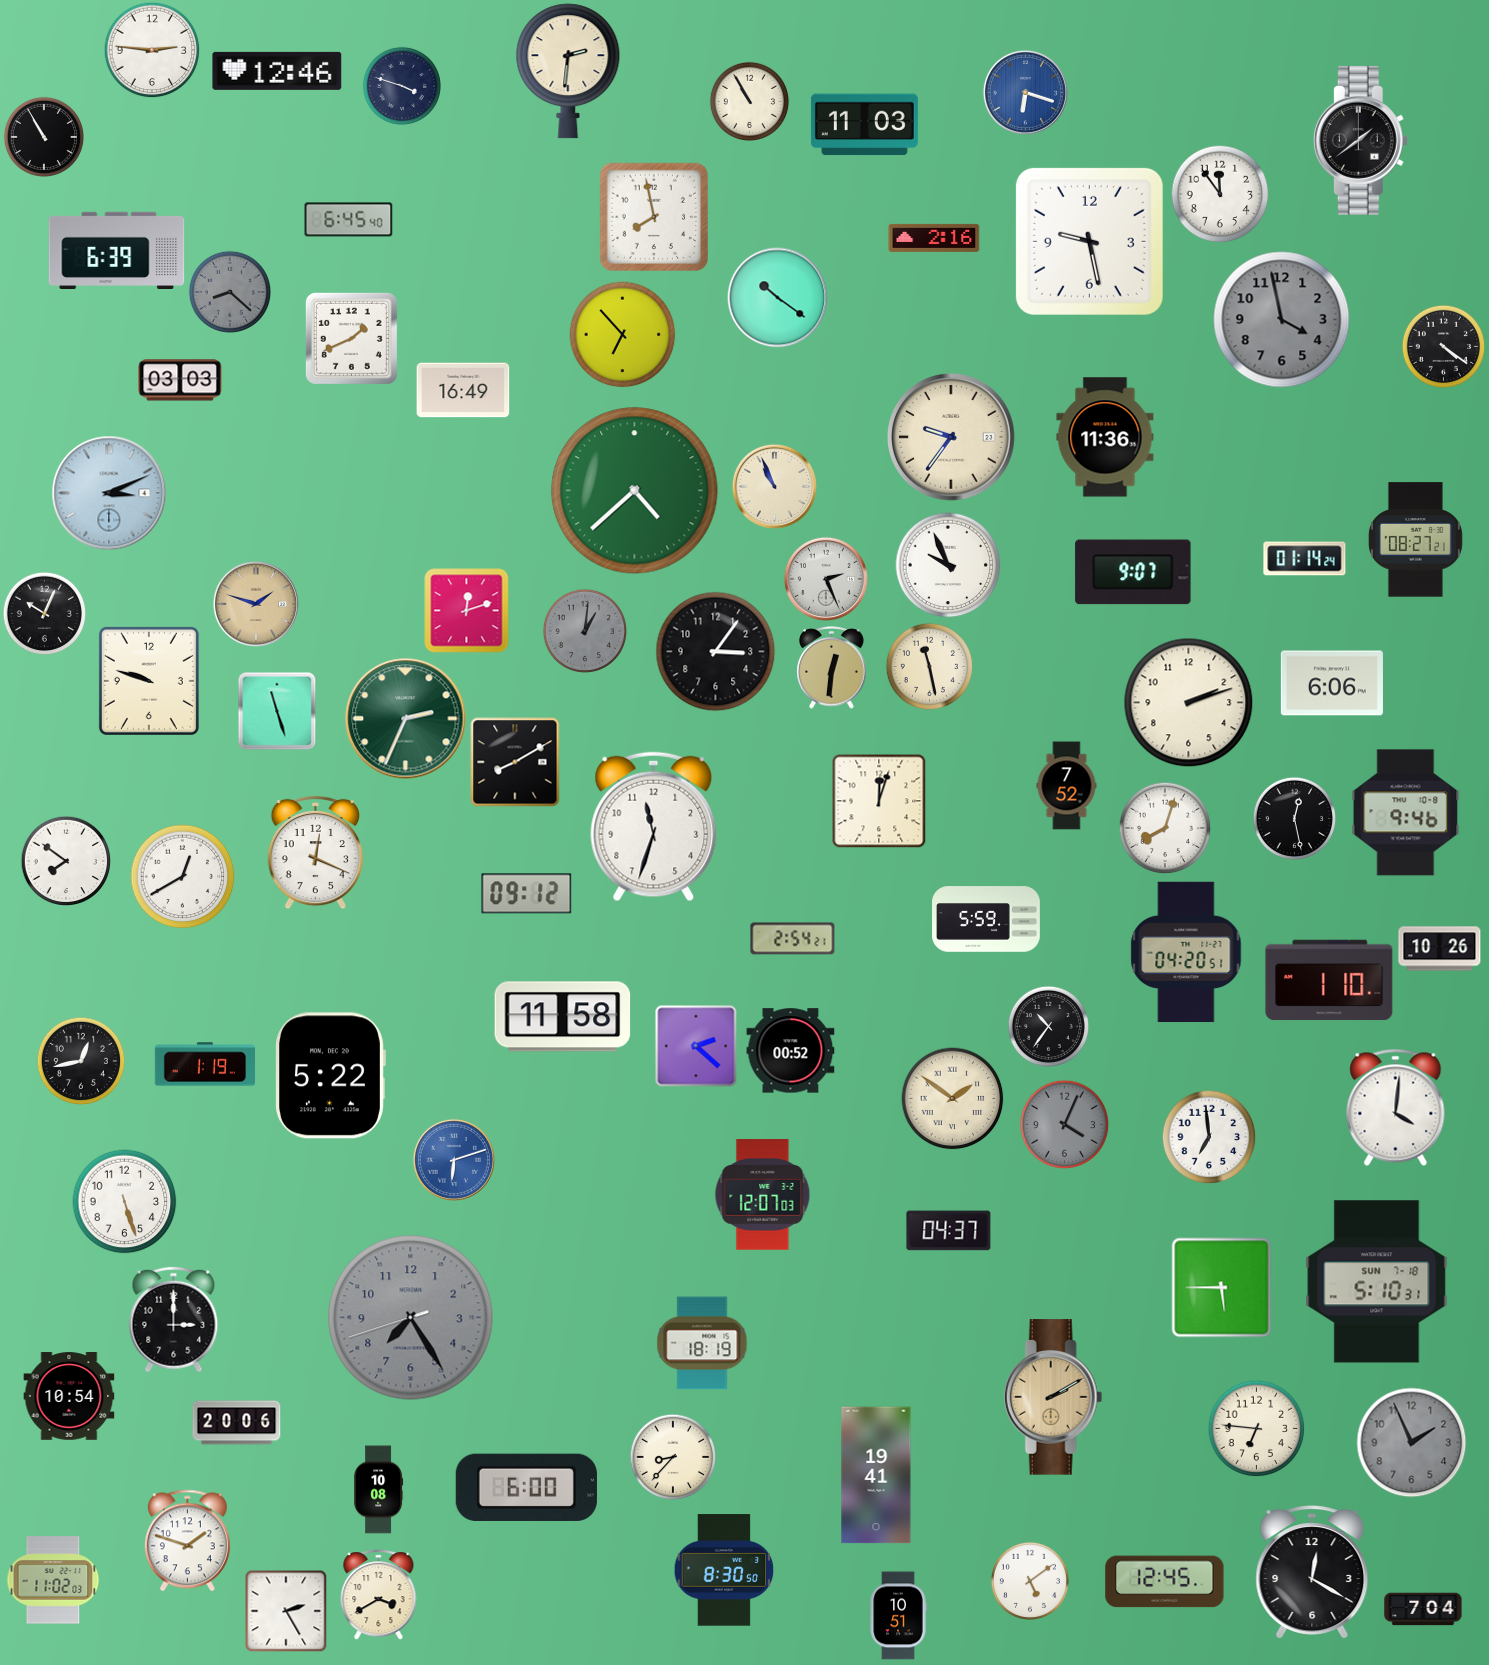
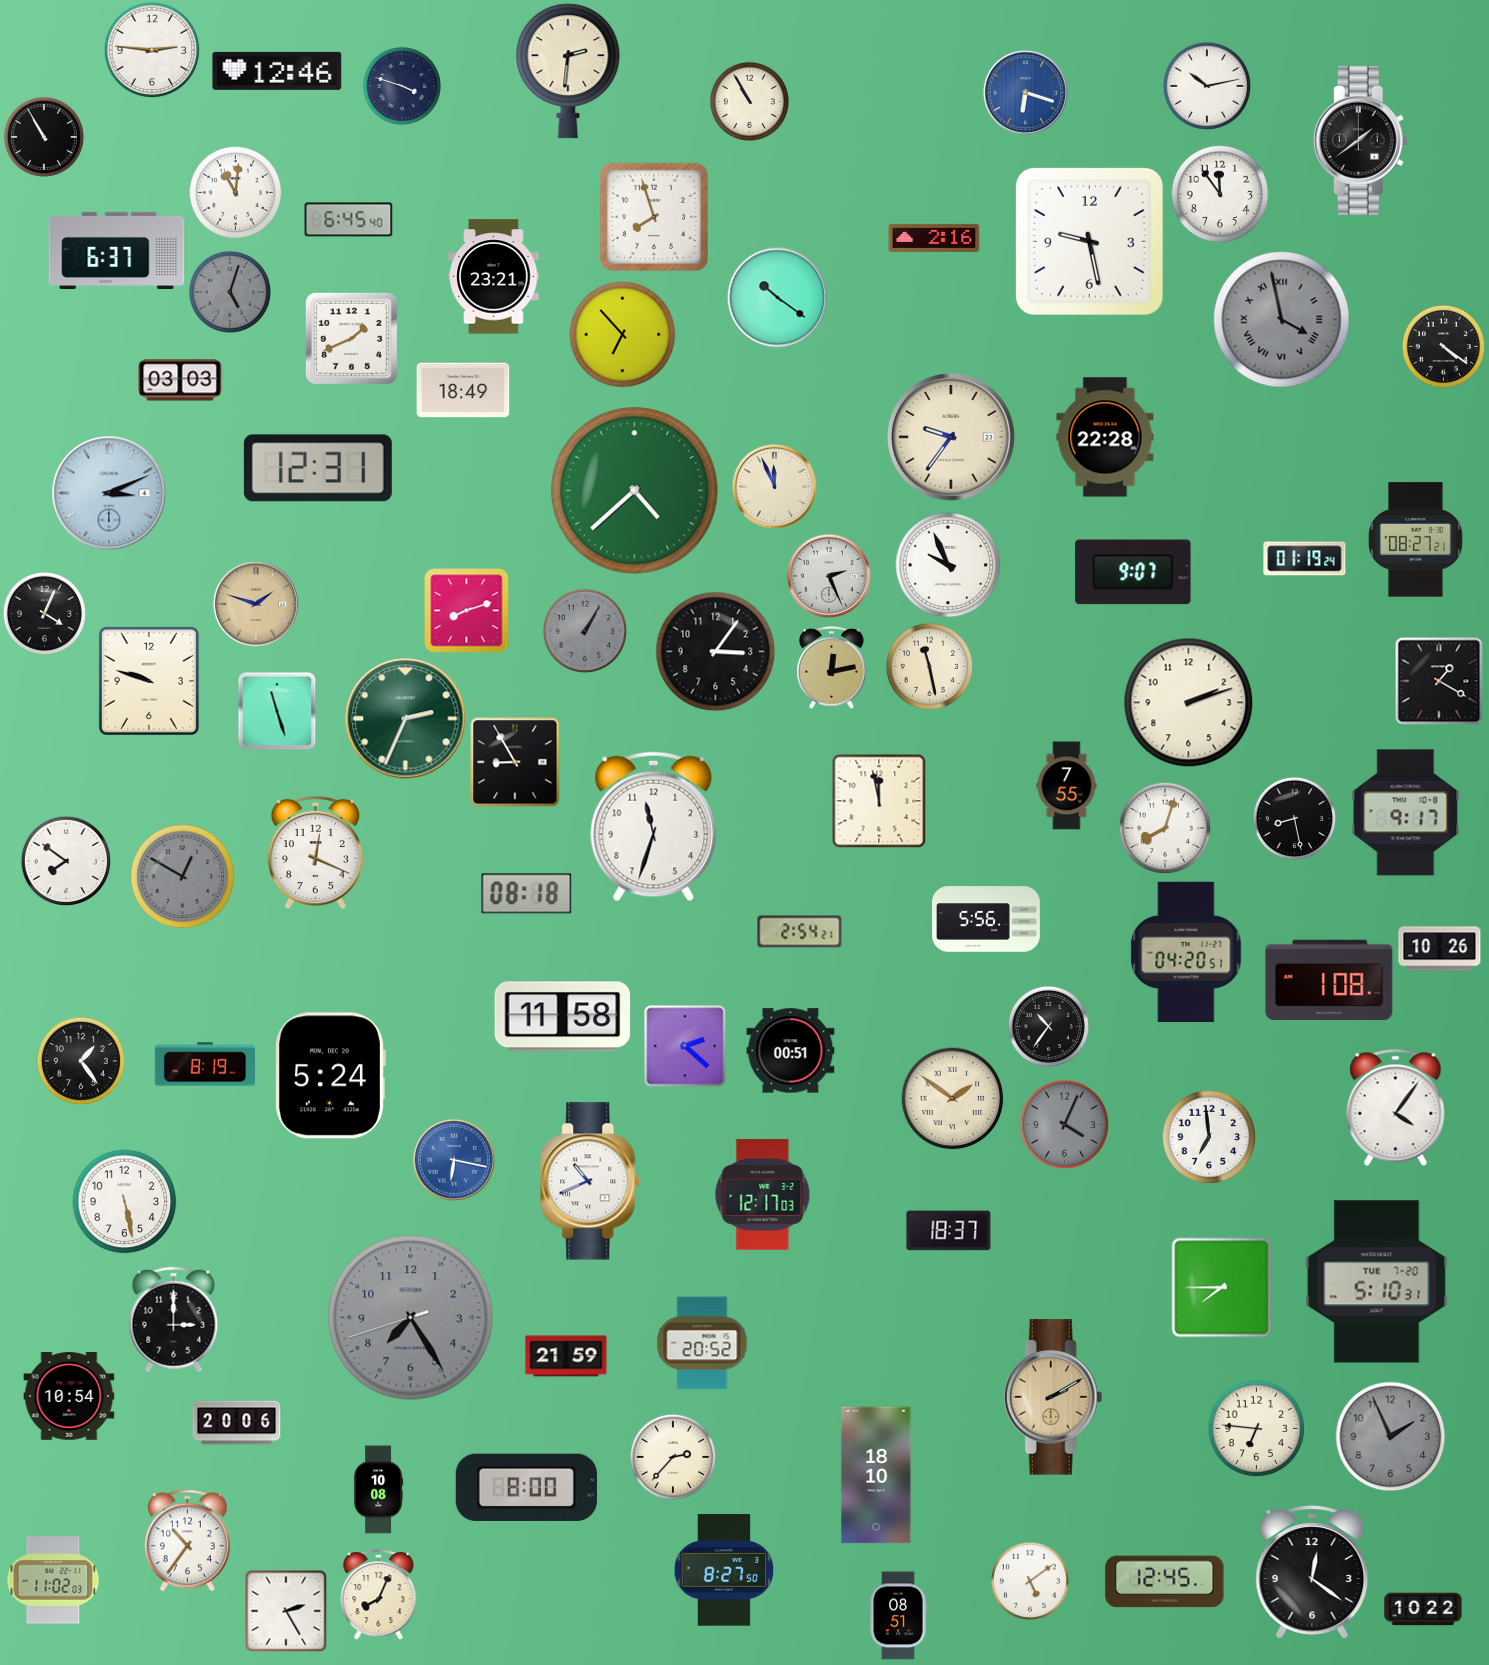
clock at (1207, 86): none -> 10:13
clock at (864, 125): 11:03 -> none
clock at (235, 192): none -> 11:01
clock at (654, 217): 7:58 -> 7:57
clock at (117, 250): 6:39 -> 6:37
clock at (494, 277): none -> 23:21
clock at (229, 291): 8:22 -> 5:03
clock at (1282, 320) numerals: Arabic -> Roman
clock at (463, 390): 16:49 -> 18:49
clock at (1105, 437): 11:36 -> 22:28
clock at (318, 468): none -> 12:31
clock at (774, 486): 10:56 -> 11:56
clock at (1305, 559): 01:14 -> 01:19
clock at (826, 579) position: (826, 579) -> (829, 576)
clock at (467, 611): 12:12 -> 8:12
clock at (44, 613): 10:04 -> 4:04
clock at (584, 630): 1:01 -> 1:05
clock at (832, 668): 12:31 -> 12:13
clock at (1439, 681): none -> 1:20
clock at (1332, 683): 6:06 -> none
clock at (515, 762): 8:10 -> 8:55
clock at (1067, 786): 7:52 -> 7:55
clock at (879, 801): 12:03 -> 11:58
clock at (1406, 813): 9:46 -> 9:17
clock at (1294, 818): 12:28 -> 8:28
clock at (183, 877): 12:40 -> 12:50
clock at (183, 877) dial: white -> grey
clock at (527, 894): 09:12 -> 08:18
clock at (987, 919): 5:59 -> 5:56
clock at (793, 939) position: (793, 939) -> (800, 932)
clock at (1329, 980): 1:10 -> 1:08
clock at (696, 1046) position: (696, 1046) -> (685, 1046)
clock at (791, 1051): 00:52 -> 00:51
clock at (81, 1061): 12:43 -> 1:24
clock at (204, 1064): 1:19 -> 8:19
clock at (330, 1076): 5:22 -> 5:24
clock at (1396, 1107): 4:01 -> 4:06
clock at (454, 1160): 6:12 -> 6:17
clock at (591, 1181): none -> 10:41
clock at (763, 1195): 12:07 -> 12:17
clock at (125, 1202): 5:27 -> 5:28
clock at (949, 1231): 04:37 -> 18:37
clock at (1377, 1282) date: SUN 7-18 -> TUE 7-20
clock at (1222, 1288): 5:45 -> 7:45
clock at (702, 1343): 18:19 -> 20:52
clock at (566, 1356): none -> 21:59
clock at (1412, 1443) position: (1412, 1443) -> (1391, 1437)
clock at (672, 1456): 8:37 -> 2:37
clock at (876, 1475): 19:41 -> 18:10
clock at (526, 1487): 6:00 -> 8:00
clock at (187, 1541): 1:48 -> 10:36
clock at (724, 1570): 8:30 -> 8:27
clock at (1312, 1572): 12:20 -> 12:21
clock at (379, 1595): 3:40 -> 8:04
clock at (1423, 1609): 7:04 -> 10:22
clock at (898, 1616): 10:51 -> 08:51
